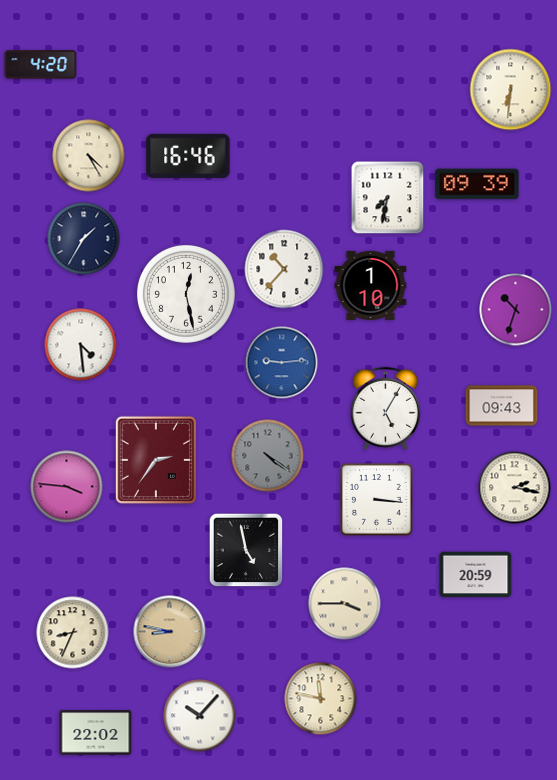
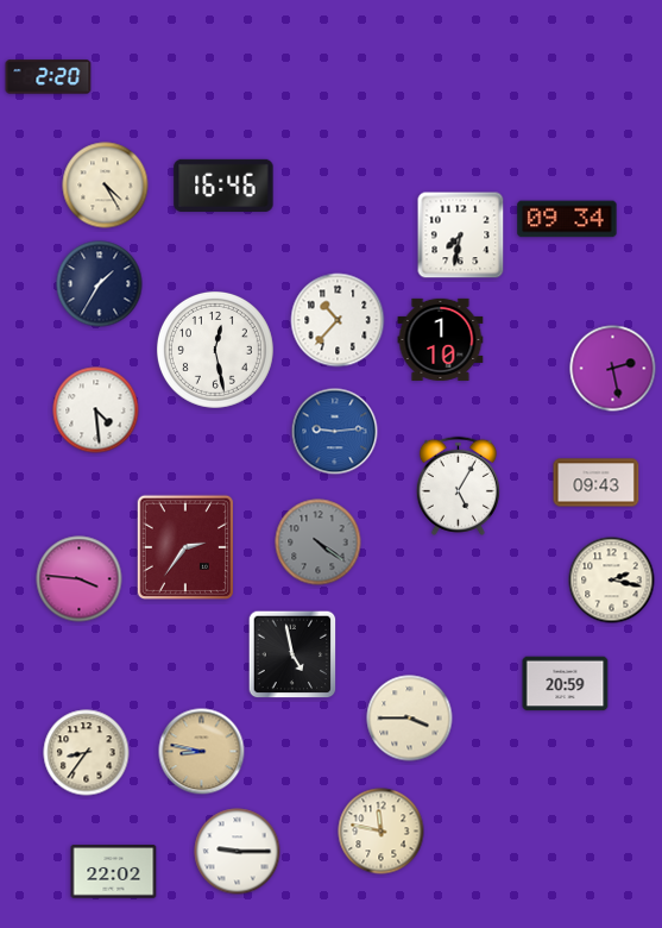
clock at (41, 65): 4:20 -> 2:20
clock at (511, 90): 6:31 -> none
clock at (477, 184): 09:39 -> 09:34
clock at (186, 294) position: (186, 294) -> (215, 350)
clock at (516, 310): 10:33 -> 2:28
clock at (377, 500): 3:16 -> none
clock at (73, 633): 8:34 -> 8:36
clock at (200, 716): 10:07 -> 9:15
